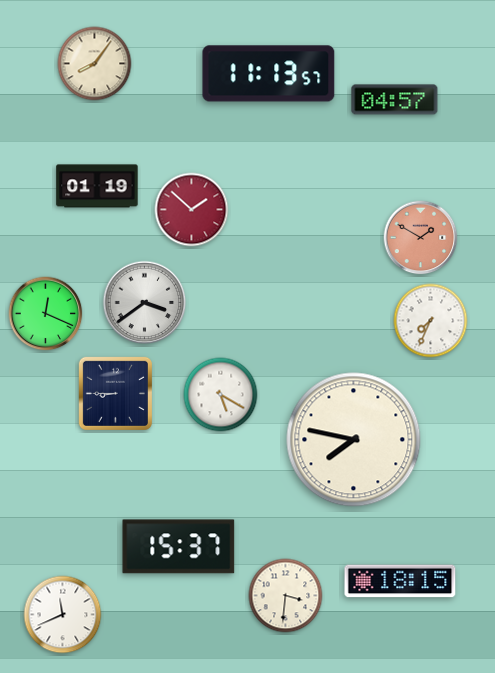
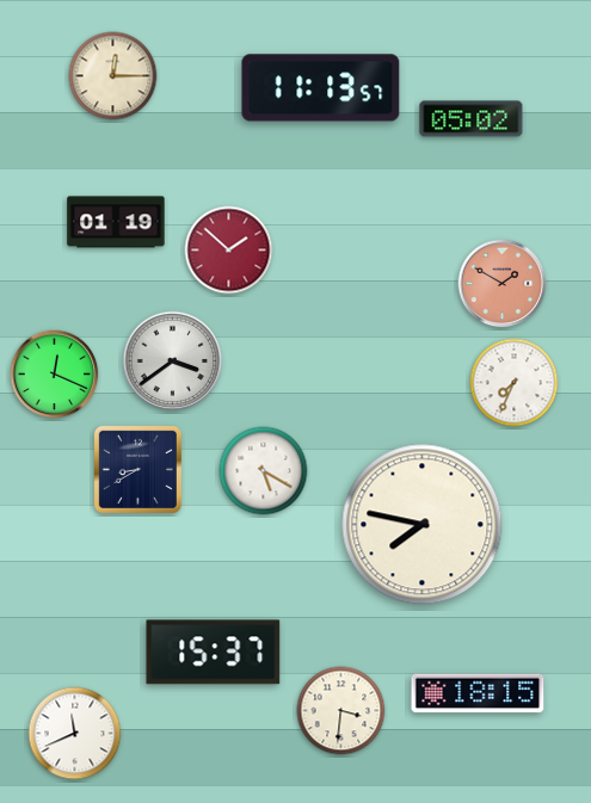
clock at (95, 64): 8:06 -> 12:15
clock at (395, 100): 04:57 -> 05:02
clock at (115, 393): 8:45 -> 8:40
